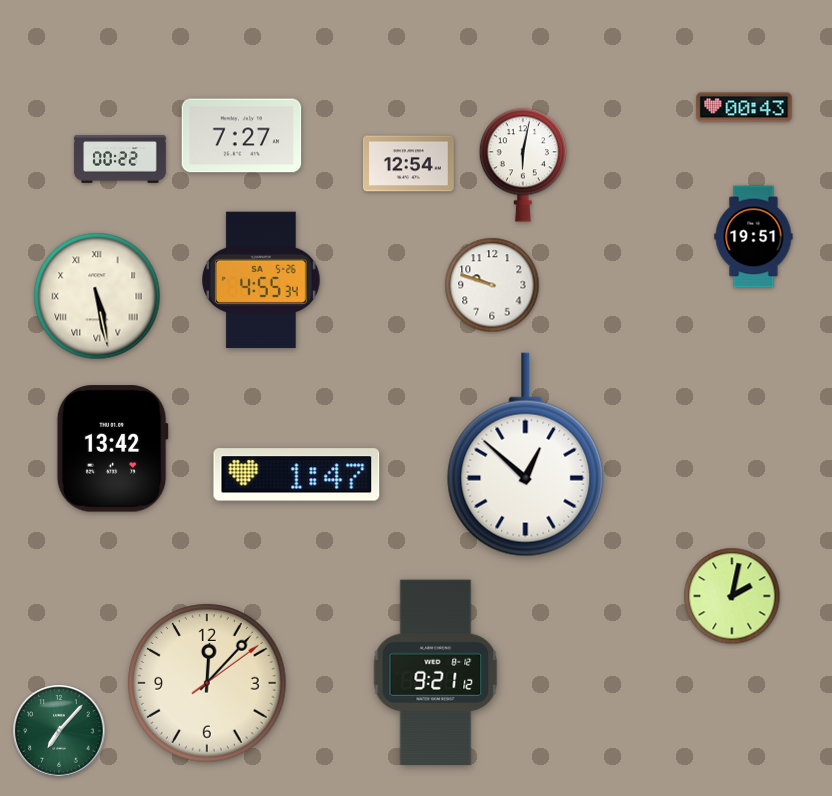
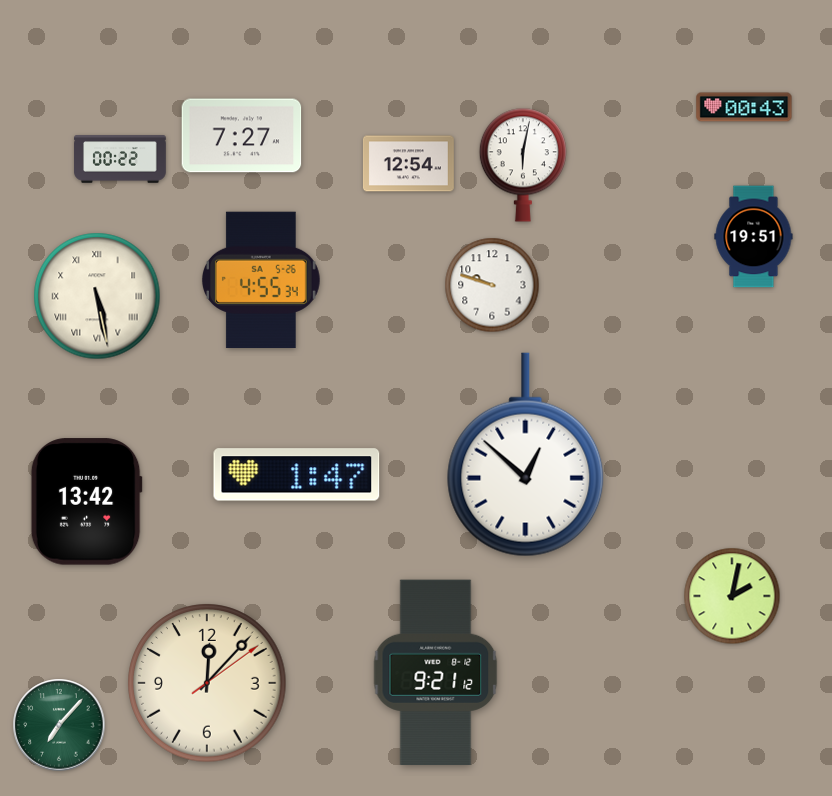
clock at (112, 449) position: (112, 449) -> (86, 502)
clock at (59, 731) position: (59, 731) -> (59, 725)
